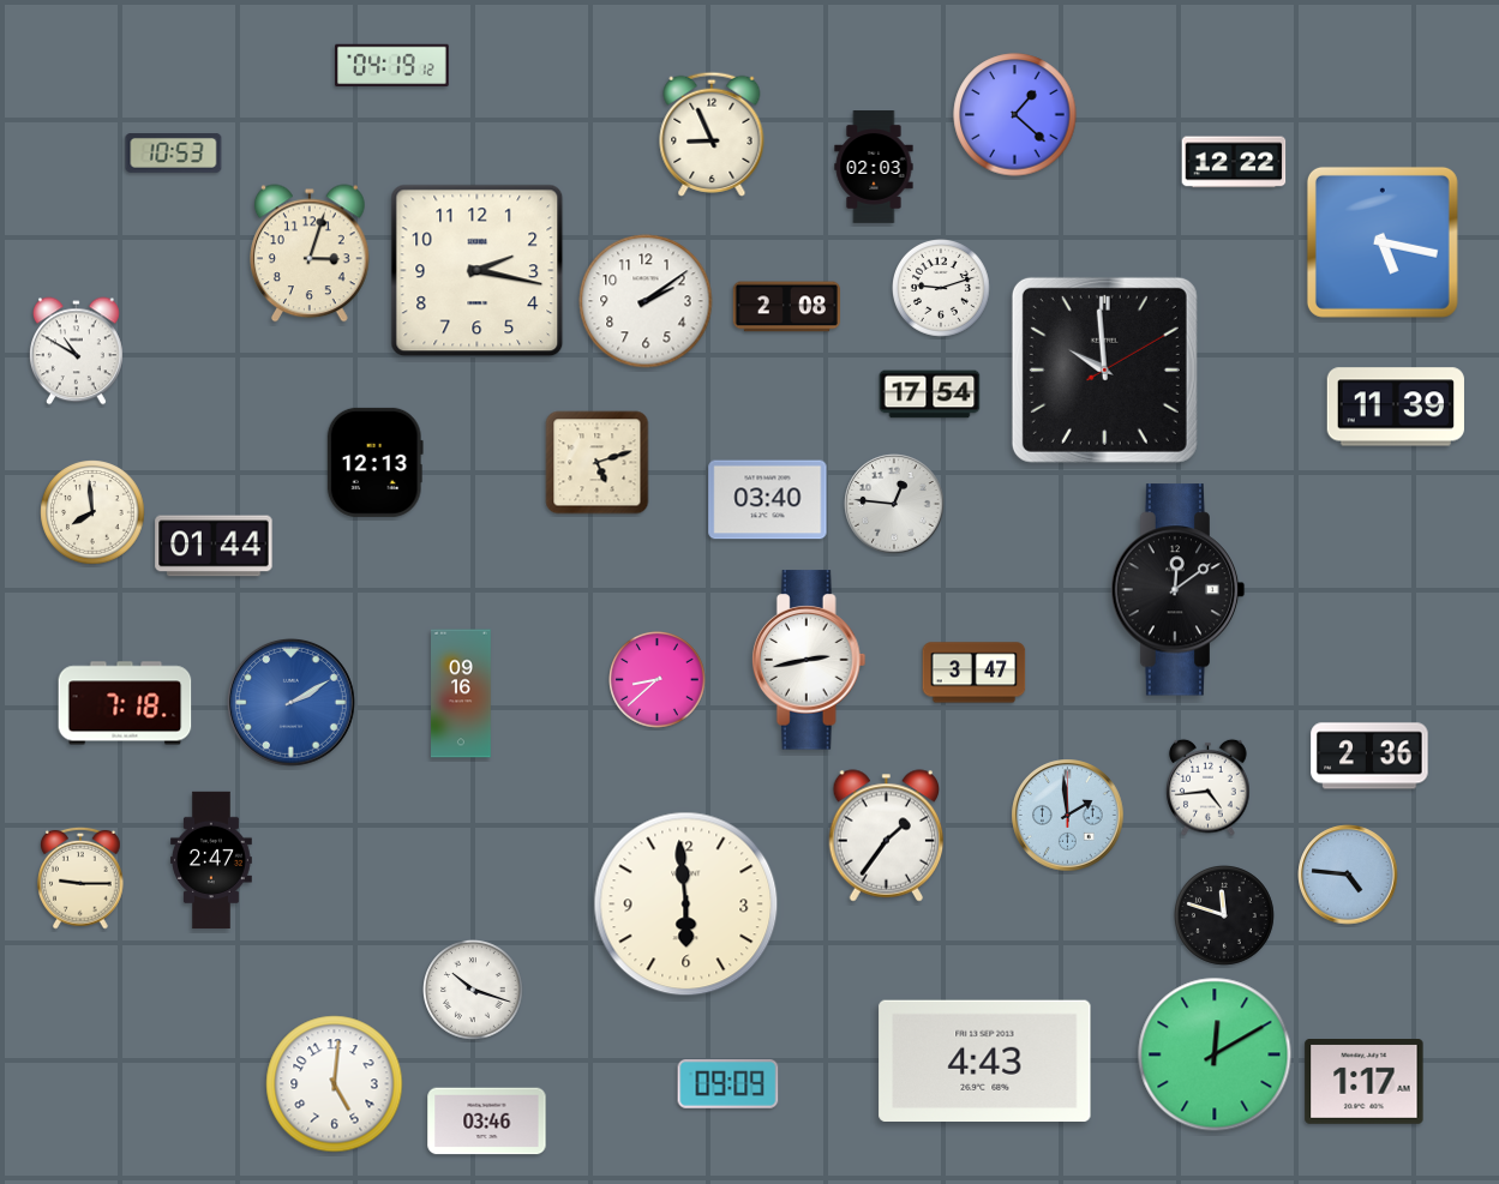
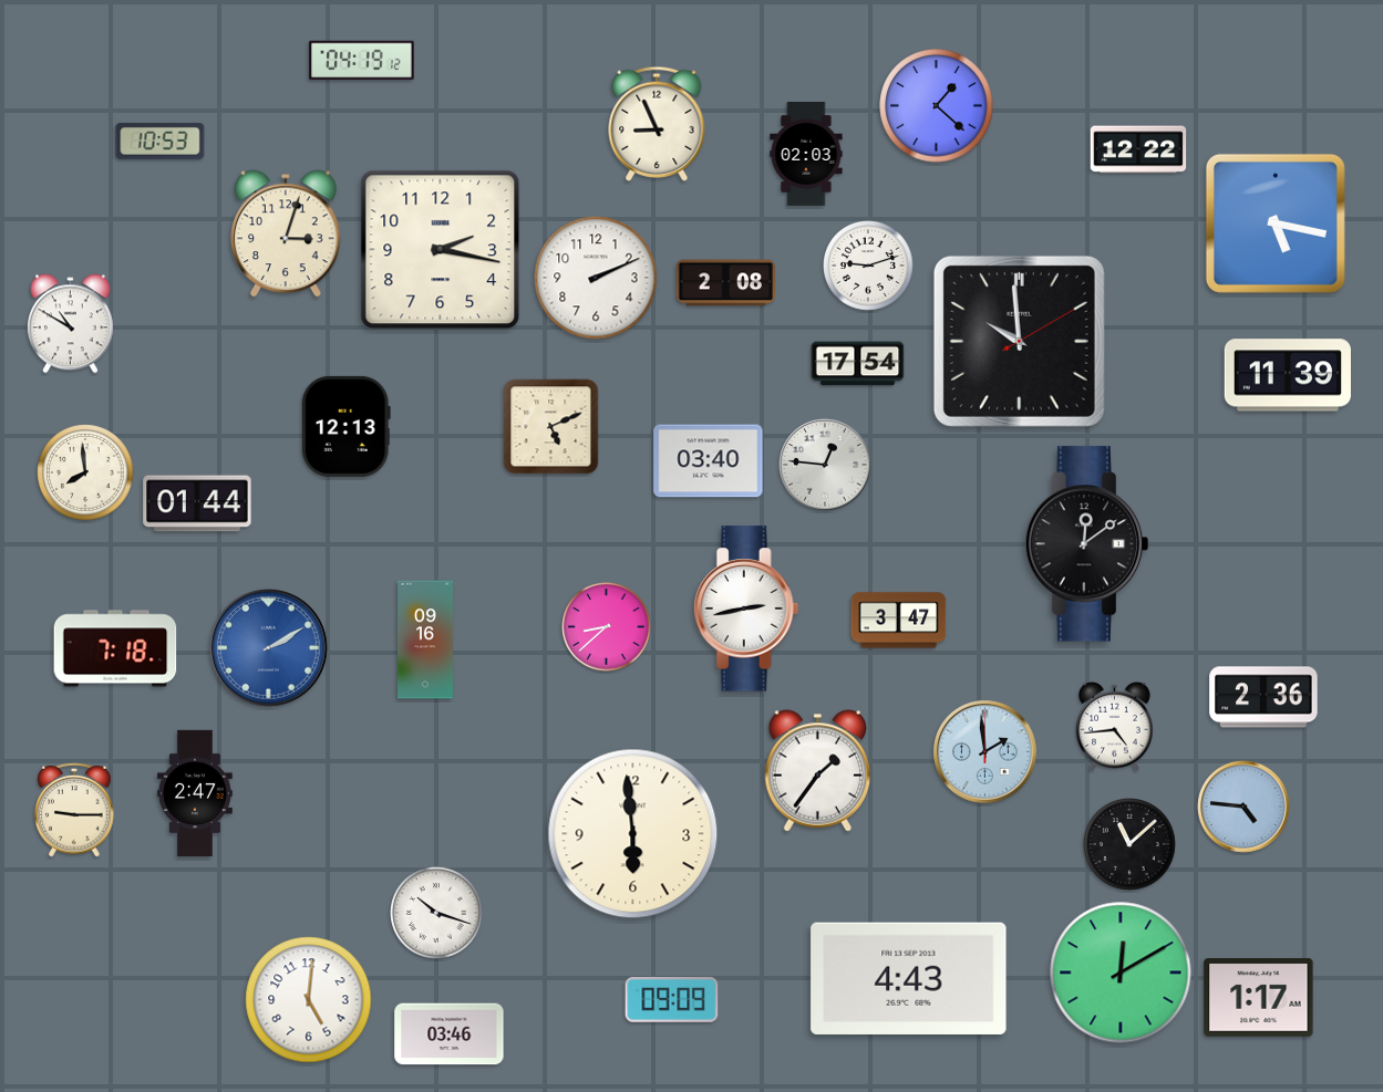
clock at (646, 301): 2:09 -> 2:11
clock at (598, 463): 5:12 -> 5:11
clock at (1225, 916): 11:48 -> 11:08
